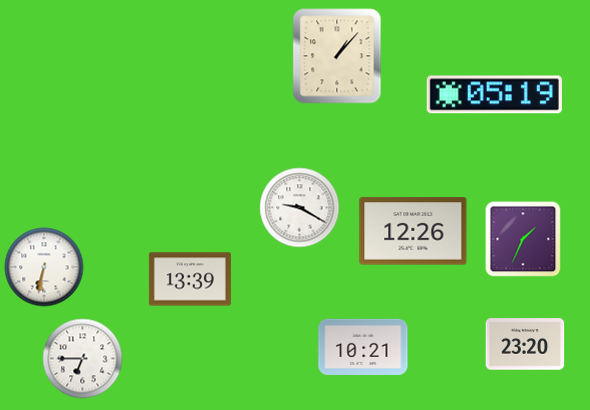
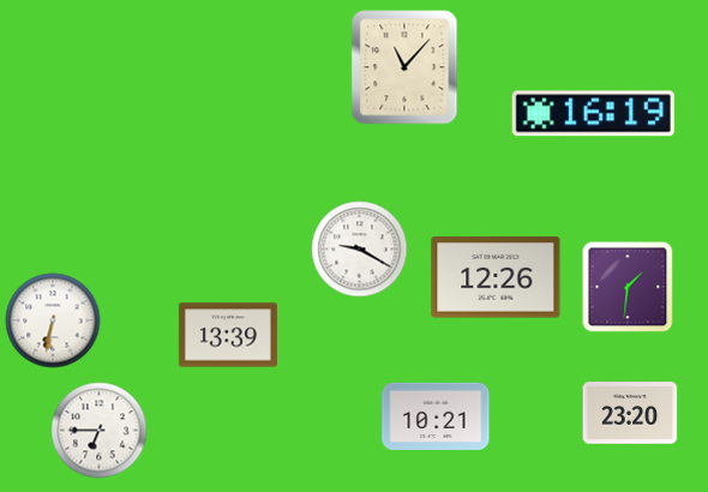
clock at (337, 56): 1:07 -> 11:07
clock at (494, 95): 05:19 -> 16:19
clock at (523, 239): 1:34 -> 1:31
